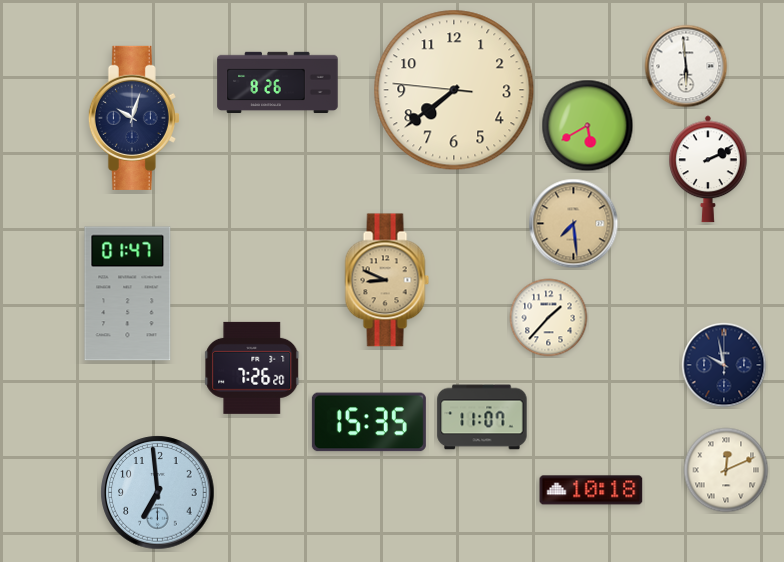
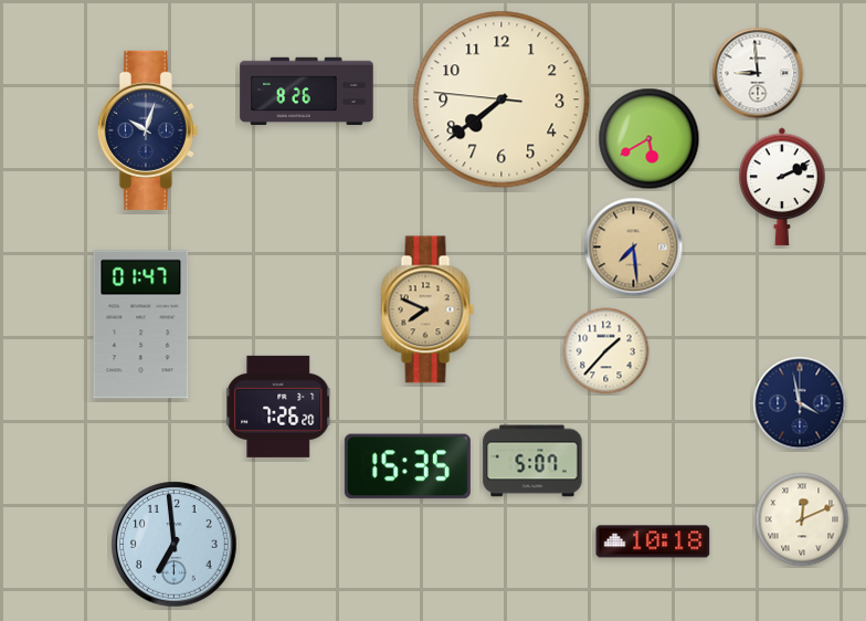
clock at (686, 66): 5:59 -> 8:59
clock at (387, 280): 8:49 -> 7:49
clock at (724, 365): 9:58 -> 3:58
clock at (482, 417): 11:07 -> 5:07
